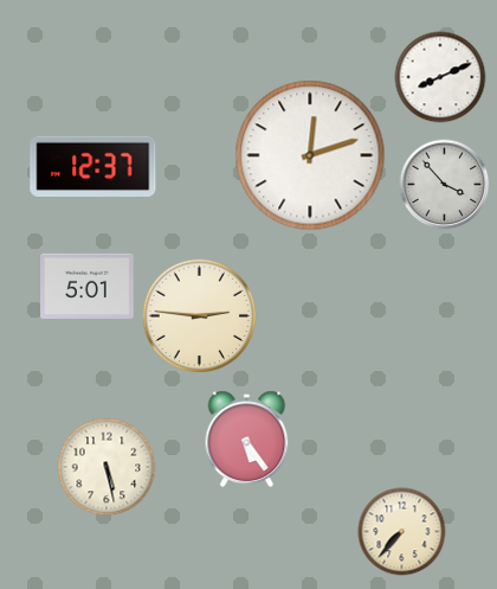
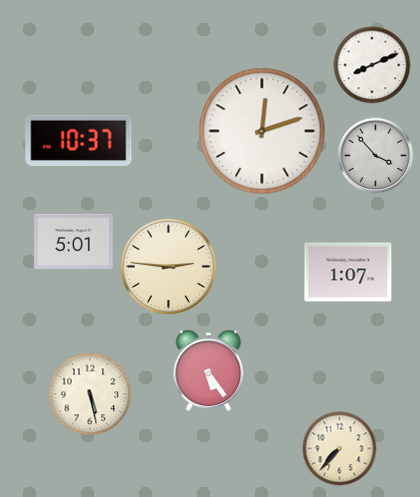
clock at (93, 166): 12:37 -> 10:37
clock at (348, 272): none -> 1:07
